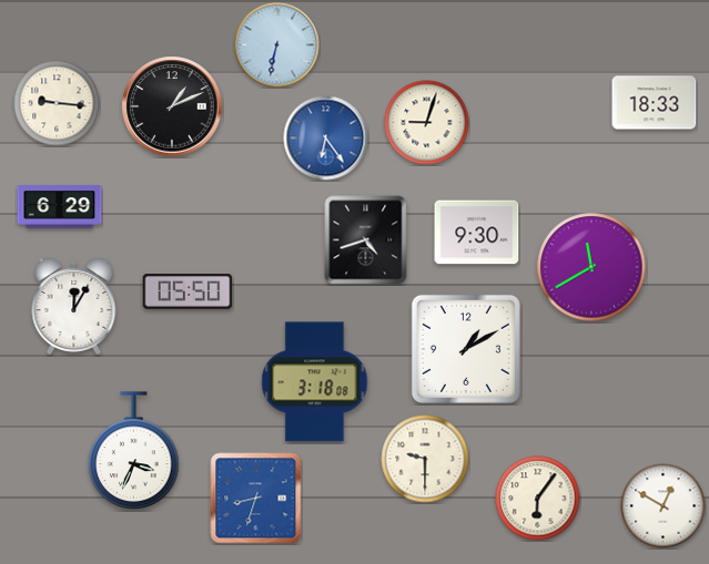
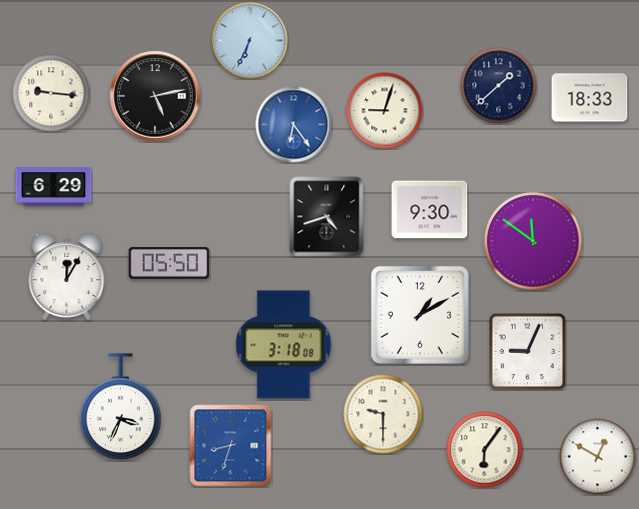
clock at (277, 45): 6:32 -> 6:34
clock at (499, 86): none -> 1:38
clock at (655, 103) position: (655, 103) -> (590, 98)
clock at (172, 106): 1:11 -> 5:13
clock at (366, 240) position: (366, 240) -> (327, 217)
clock at (591, 267): 11:40 -> 11:51
clock at (527, 351): none -> 9:04
clock at (256, 499) position: (256, 499) -> (231, 446)
